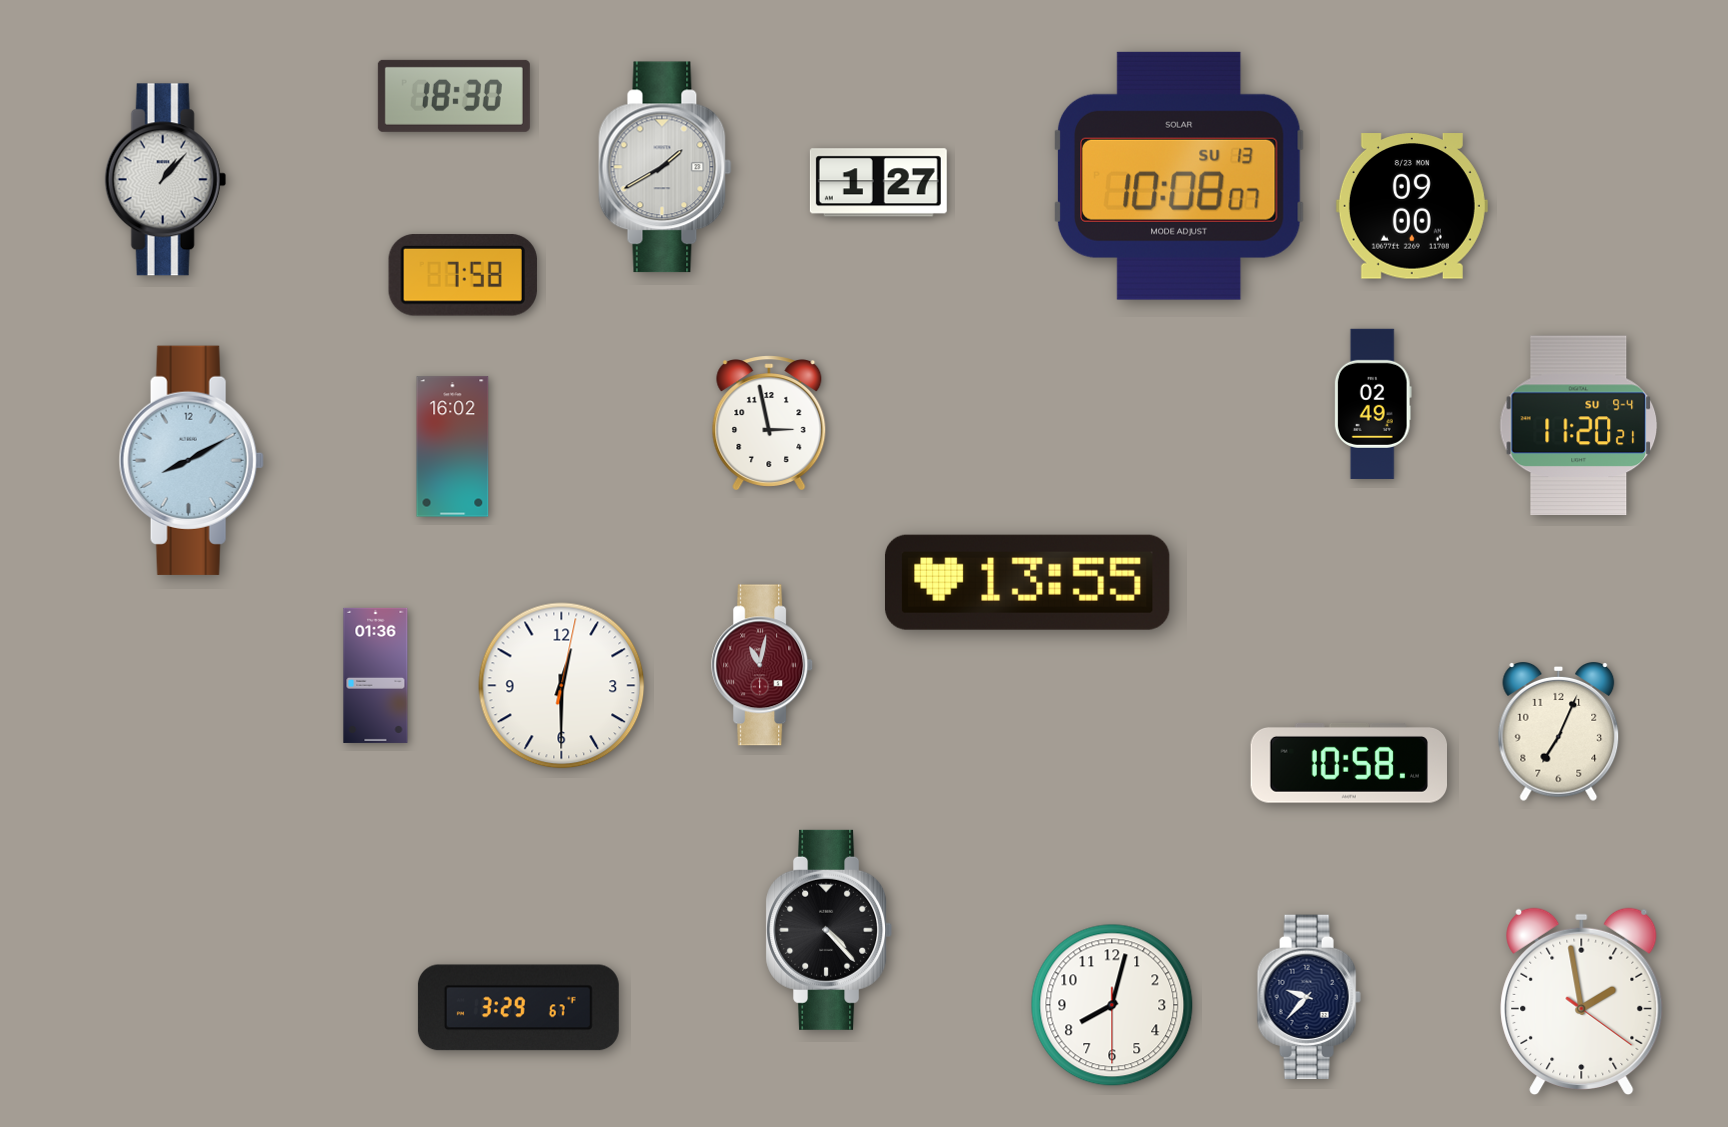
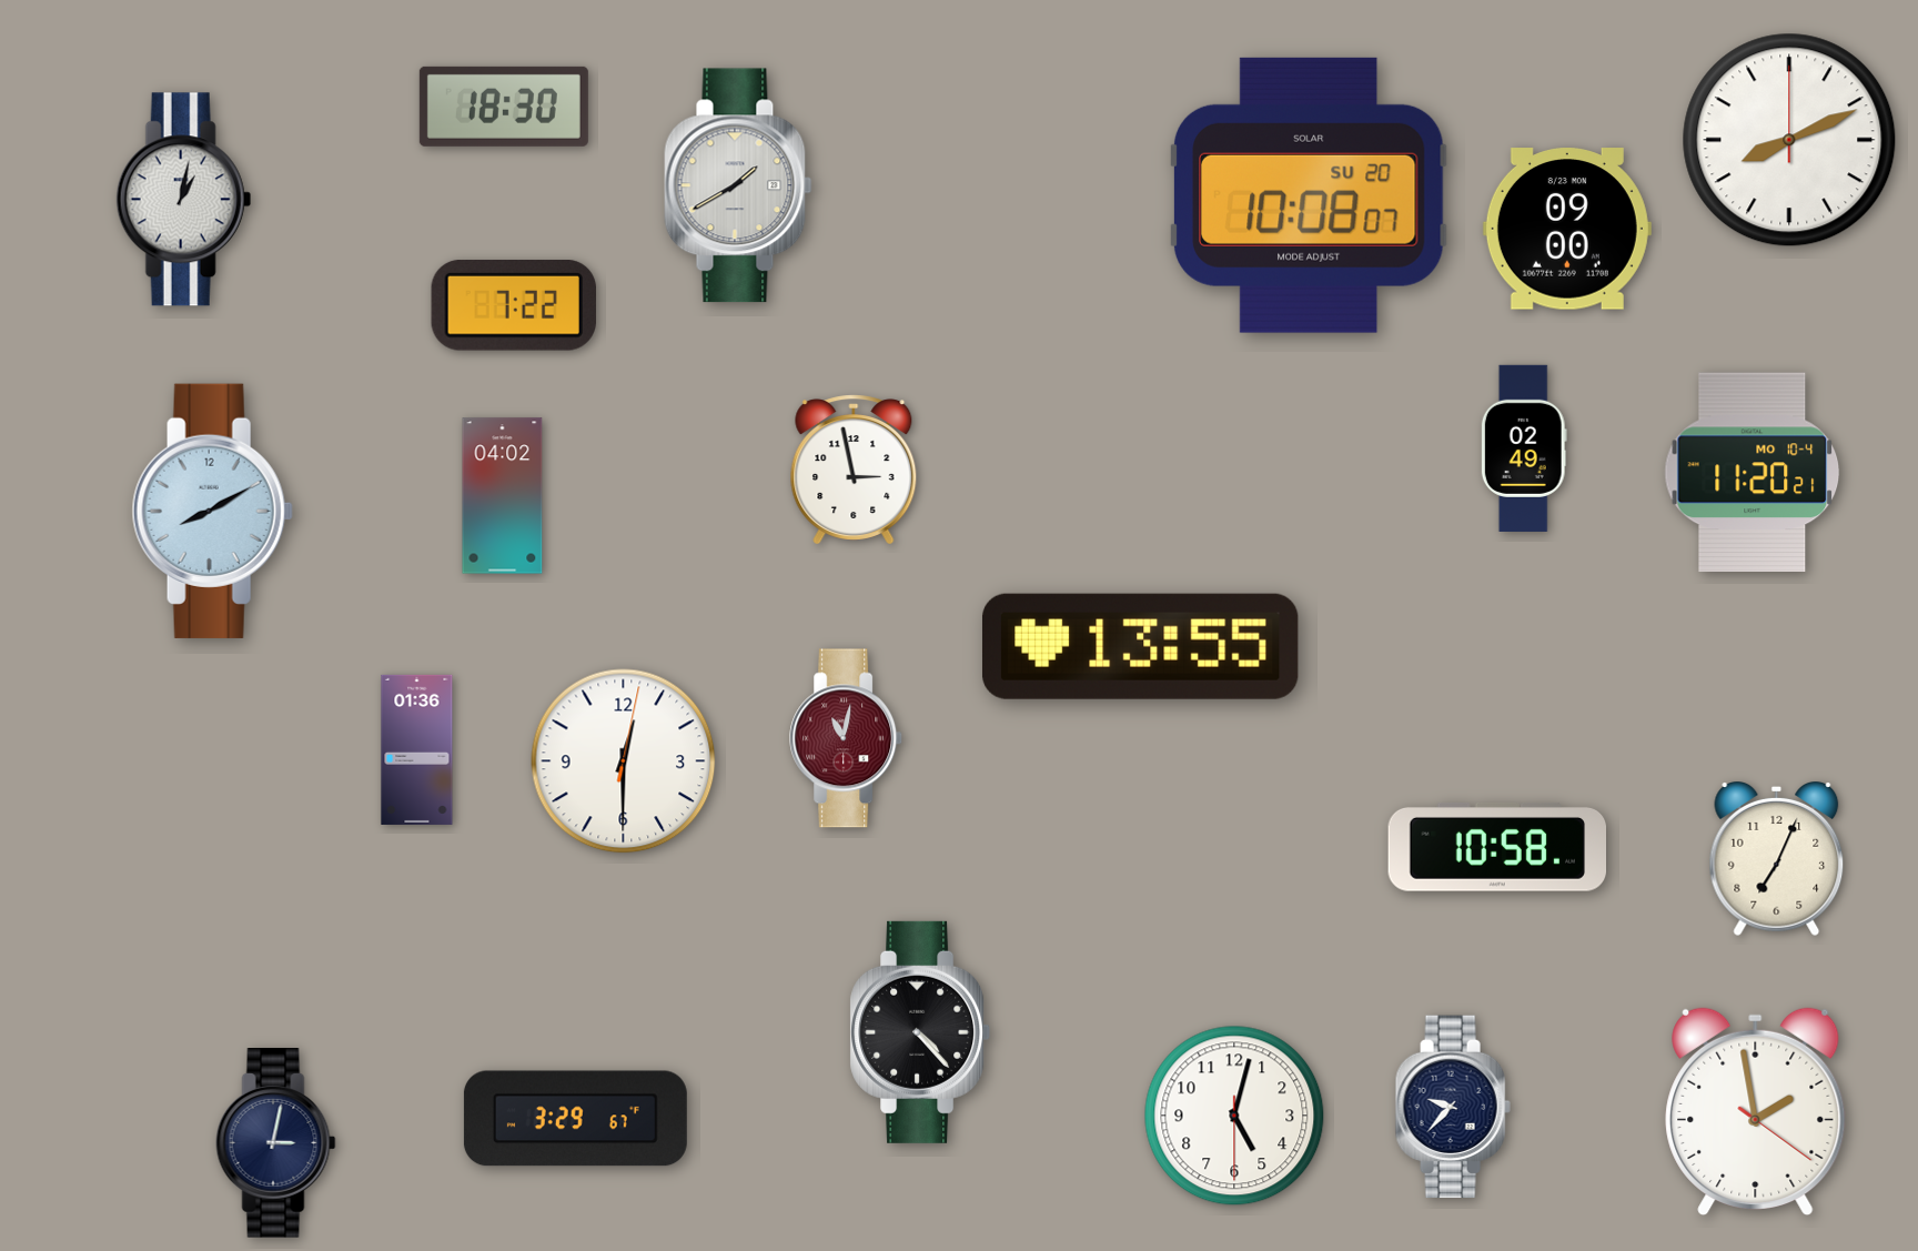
clock at (1789, 140): none -> 8:11
clock at (1179, 176) date: SU 13 -> SU 20
clock at (165, 180): 1:07 -> 1:02
clock at (878, 183): 1:27 -> none
clock at (463, 276): 7:58 -> 7:22
clock at (1579, 426) date: SU 9-4 -> MO 10-4
clock at (453, 447): 16:02 -> 04:02
clock at (1559, 733) position: (1559, 733) -> (1777, 860)
clock at (1112, 1005): 8:02 -> 5:02
clock at (276, 1143): none -> 3:02
